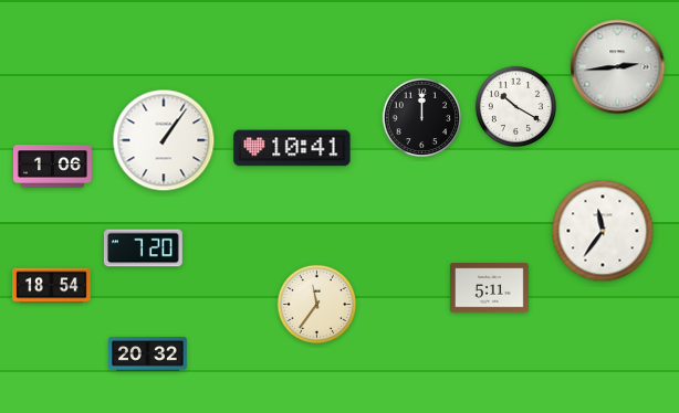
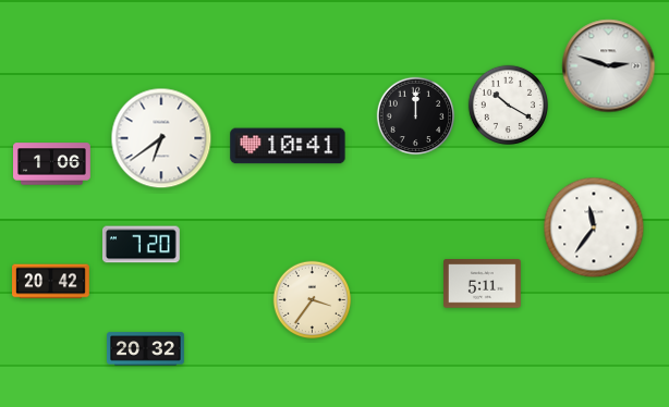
clock at (618, 67): 2:44 -> 2:48
clock at (164, 140): 1:06 -> 6:39
clock at (52, 286): 18:54 -> 20:42
clock at (317, 305): 11:36 -> 3:36
